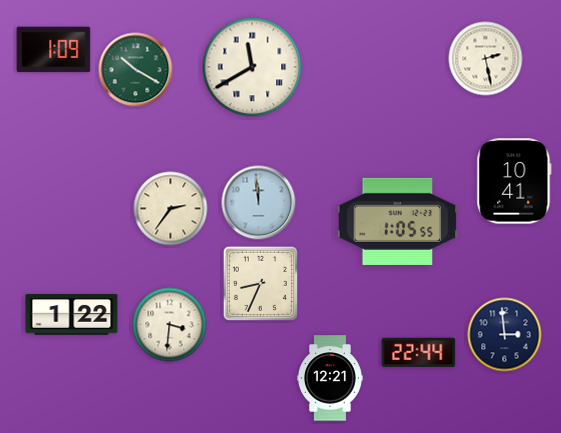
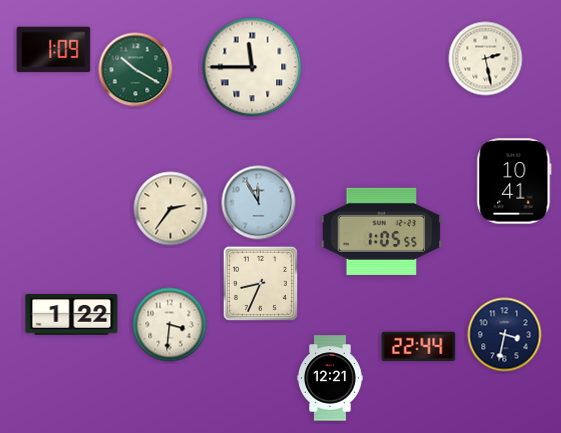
clock at (252, 67): 11:40 -> 11:45
clock at (259, 203): 11:59 -> 11:55
clock at (398, 221) position: (398, 221) -> (382, 231)
clock at (505, 335): 2:59 -> 3:32
clock at (419, 352) position: (419, 352) -> (419, 346)
